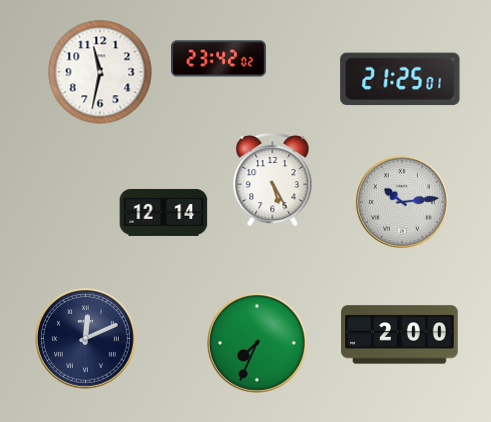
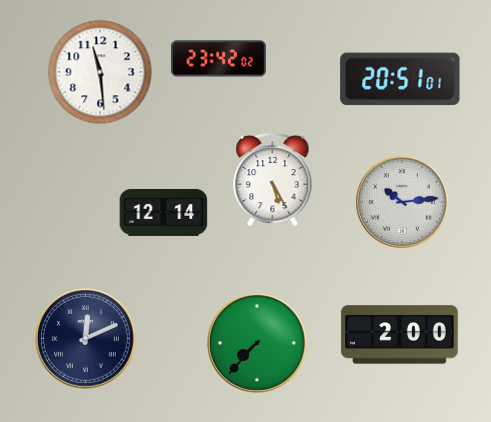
clock at (100, 72): 11:32 -> 11:29
clock at (400, 79): 21:25 -> 20:51
clock at (258, 344): 7:34 -> 7:37
